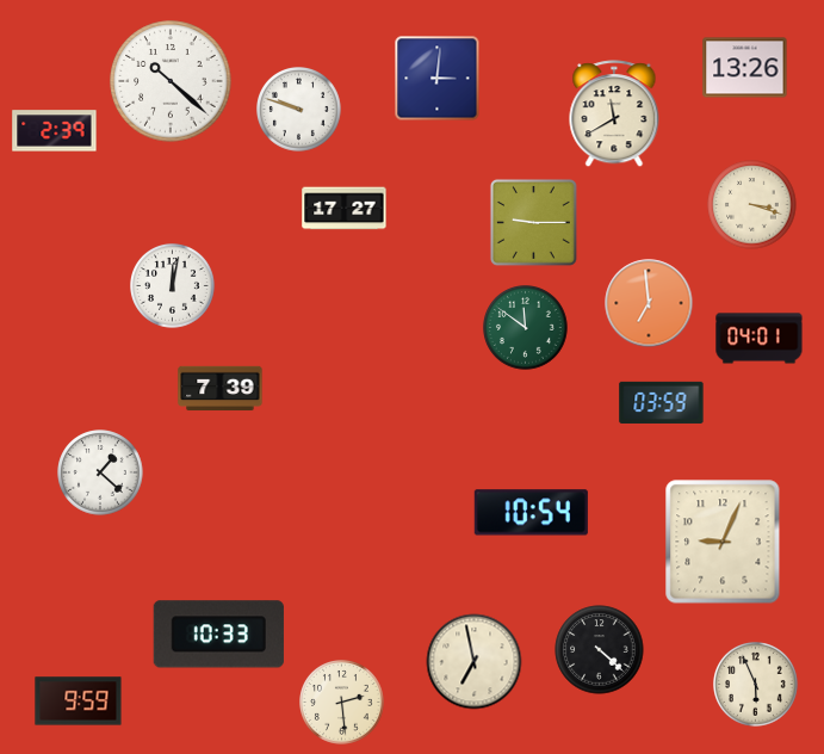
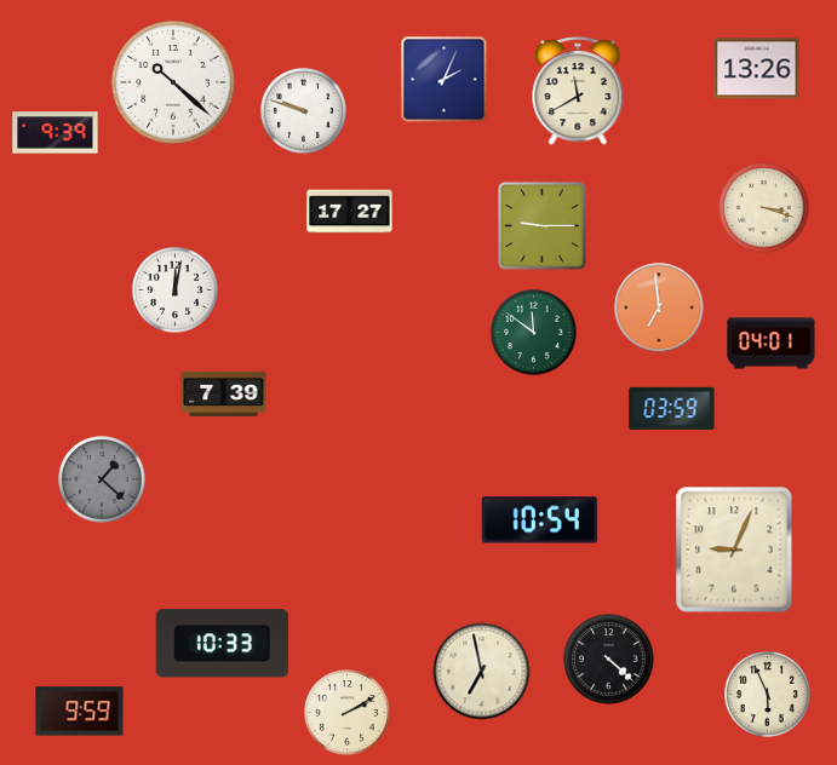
clock at (438, 79): 3:01 -> 2:04
clock at (614, 115) position: (614, 115) -> (578, 92)
clock at (55, 131): 2:39 -> 9:39
clock at (100, 472) dial: white -> grey
clock at (342, 703): 2:29 -> 2:10
